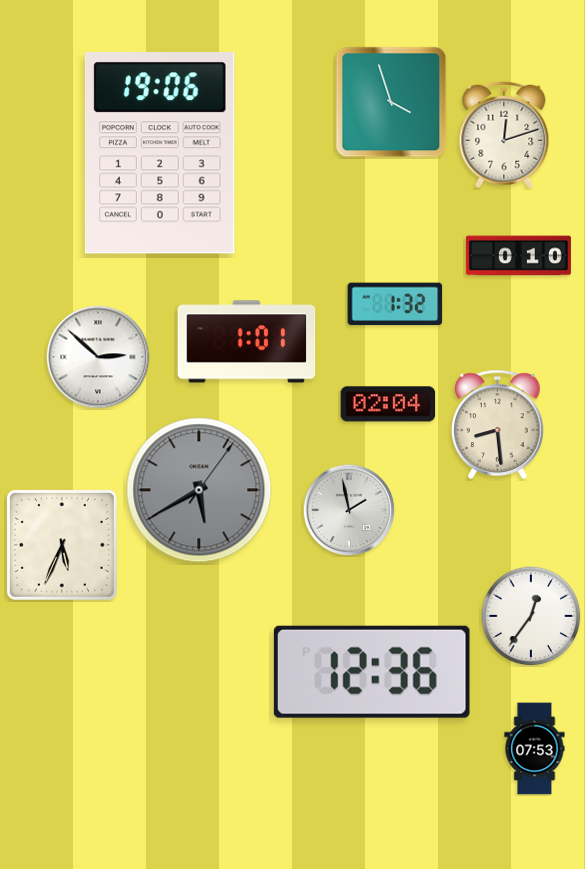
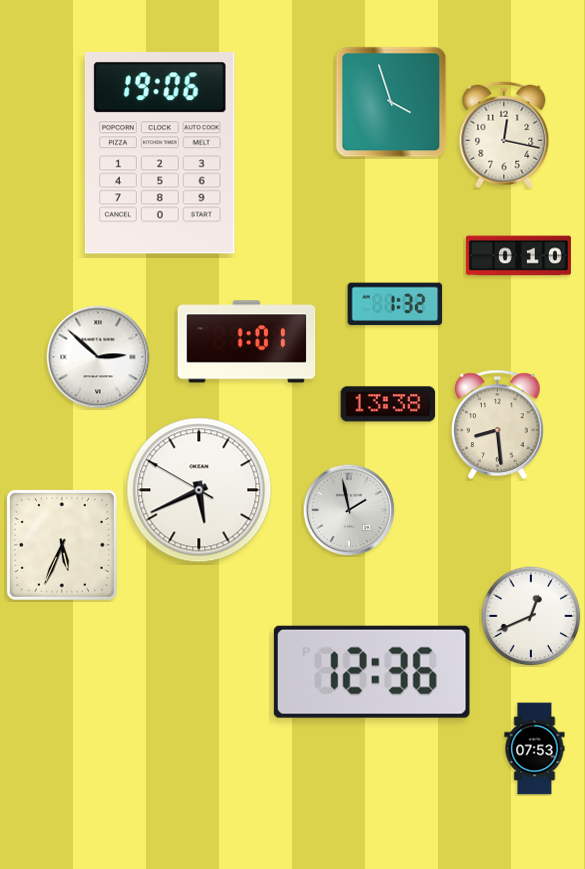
clock at (504, 135): 12:12 -> 12:17
clock at (388, 404): 02:04 -> 13:38
clock at (199, 490): 5:40:06 -> 5:40:50
clock at (199, 490) dial: grey -> white
clock at (531, 616): 12:36 -> 12:41
